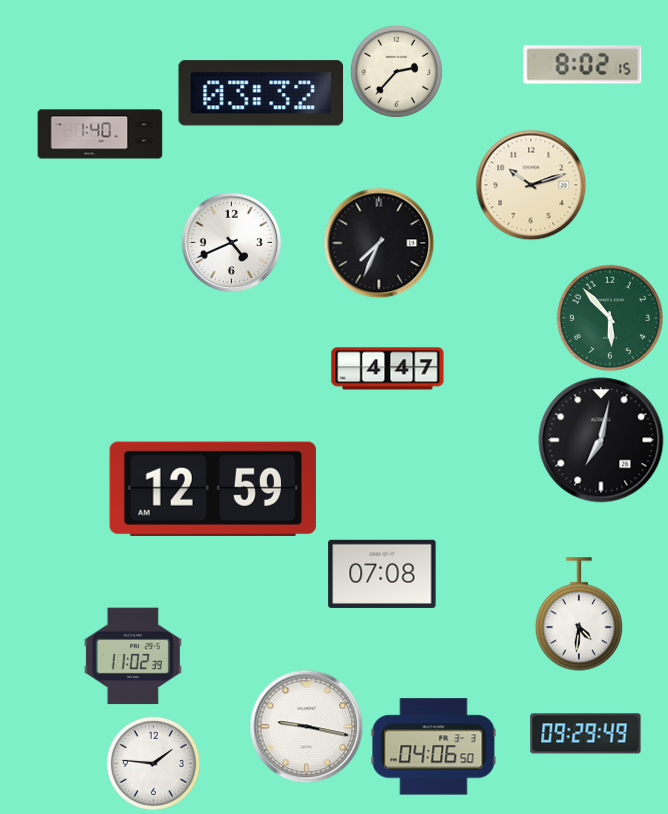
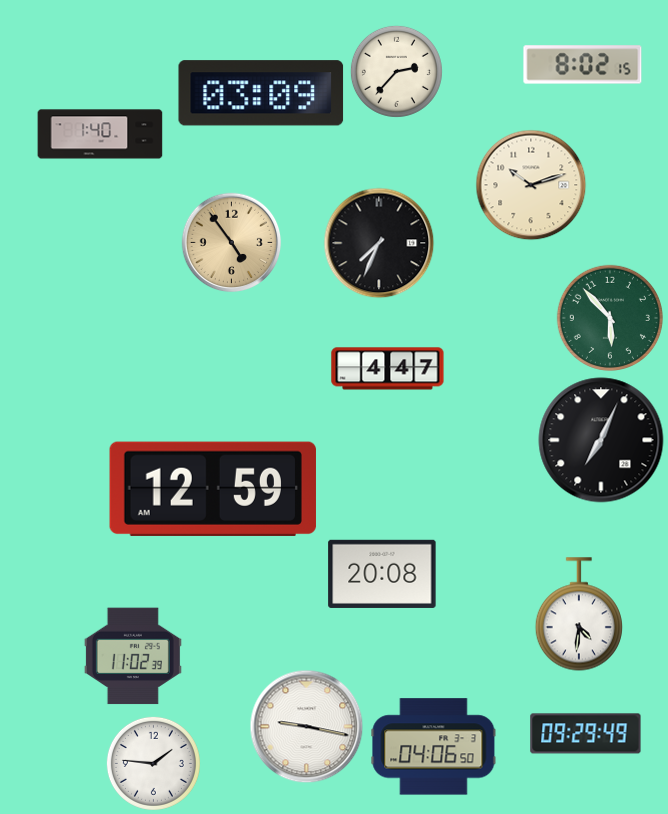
clock at (261, 93): 03:32 -> 03:09
clock at (232, 243): 4:41 -> 4:54
clock at (232, 243) dial: white -> champagne
clock at (601, 440): 7:02 -> 7:04
clock at (382, 574): 07:08 -> 20:08
